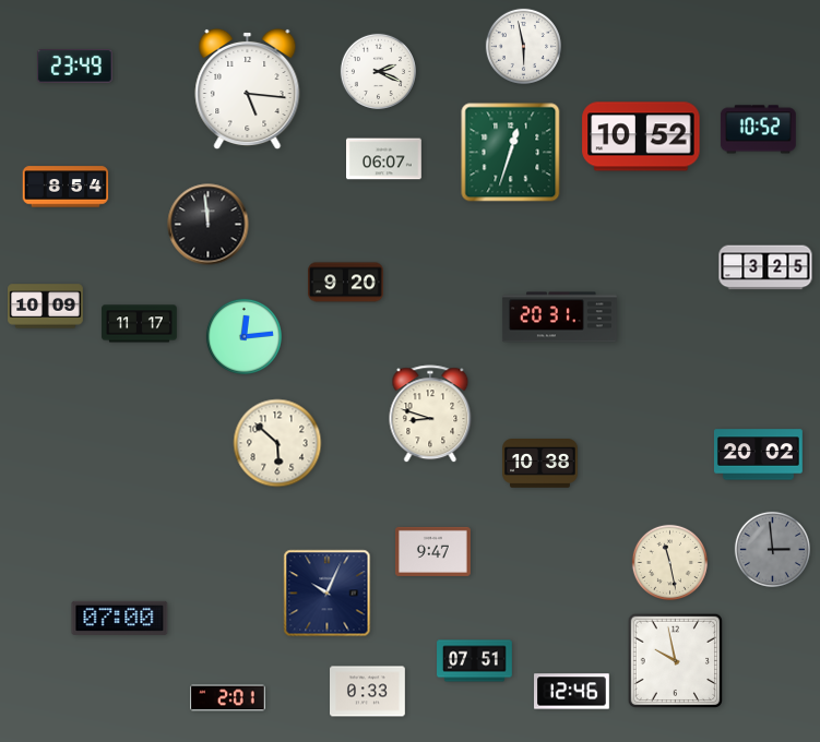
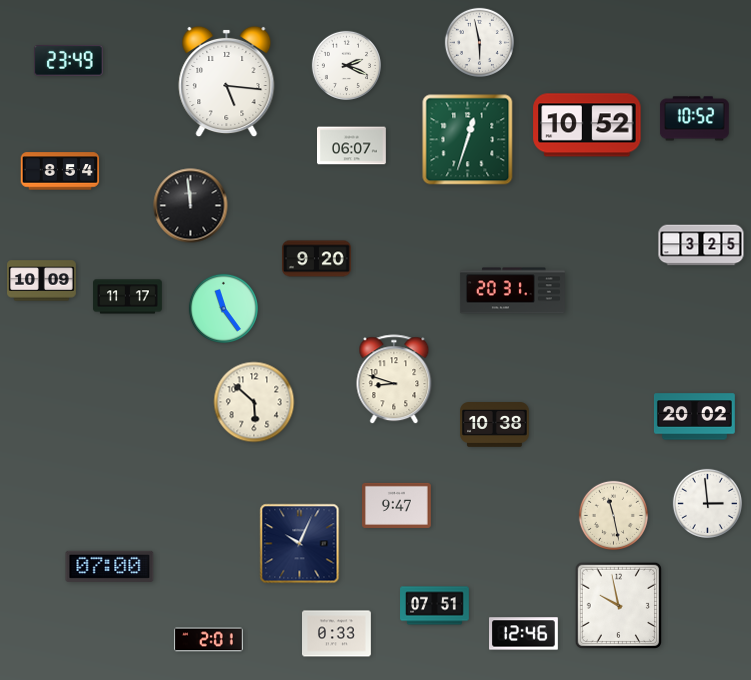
clock at (243, 336): 12:14 -> 11:24
clock at (277, 443) position: (277, 443) -> (254, 402)
clock at (772, 549) dial: grey -> white
